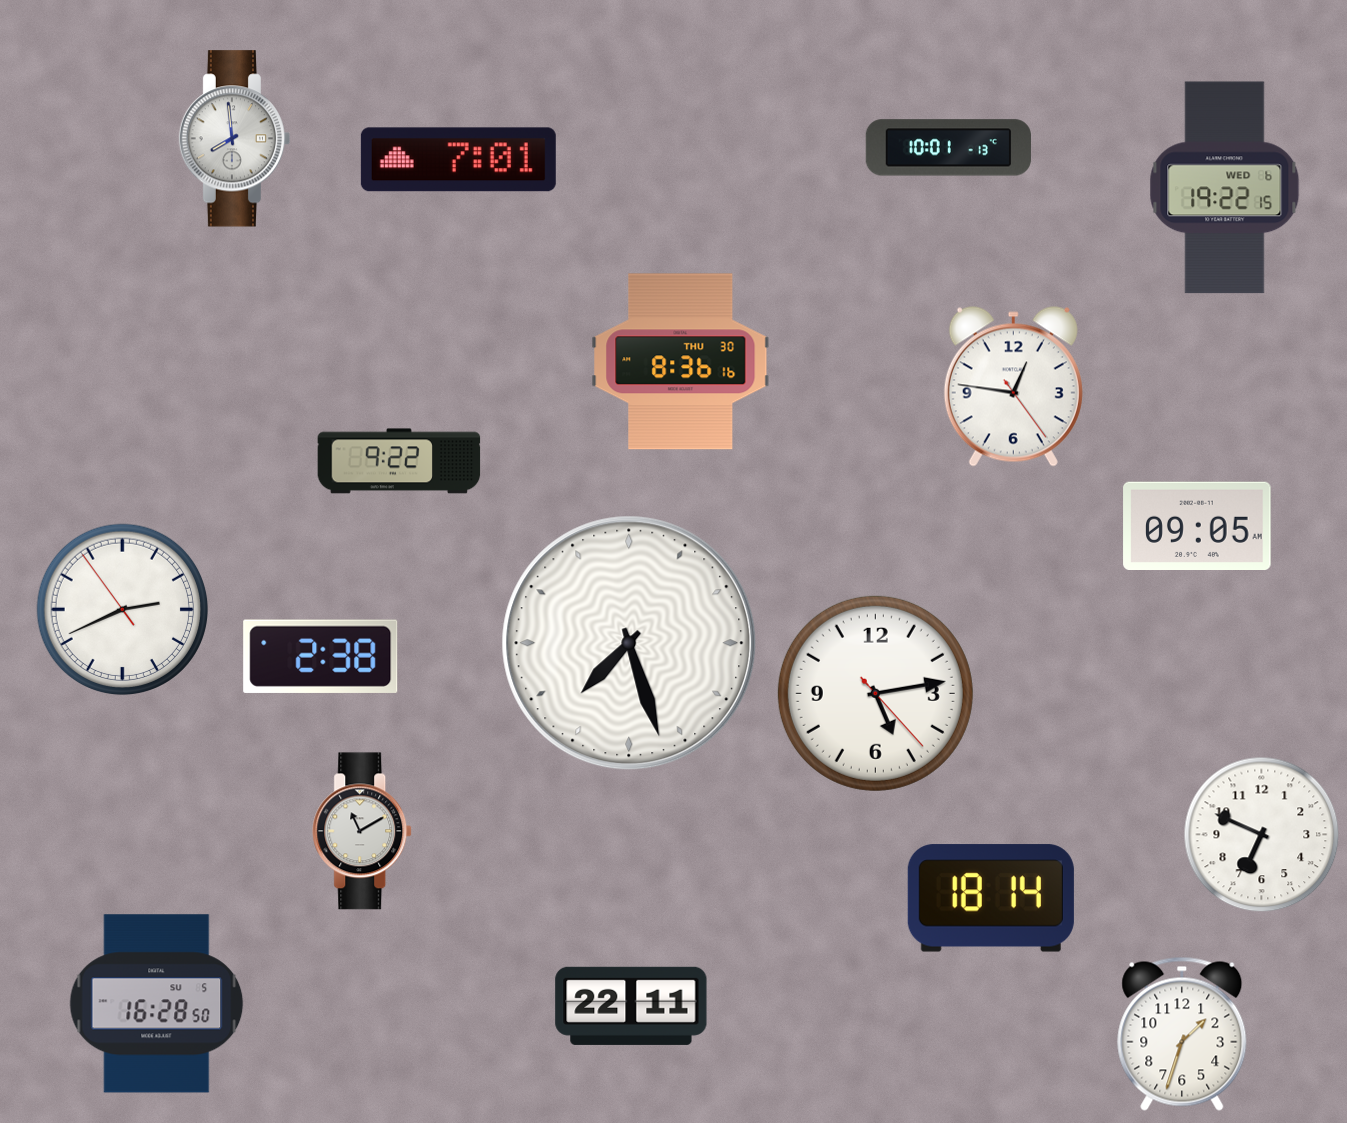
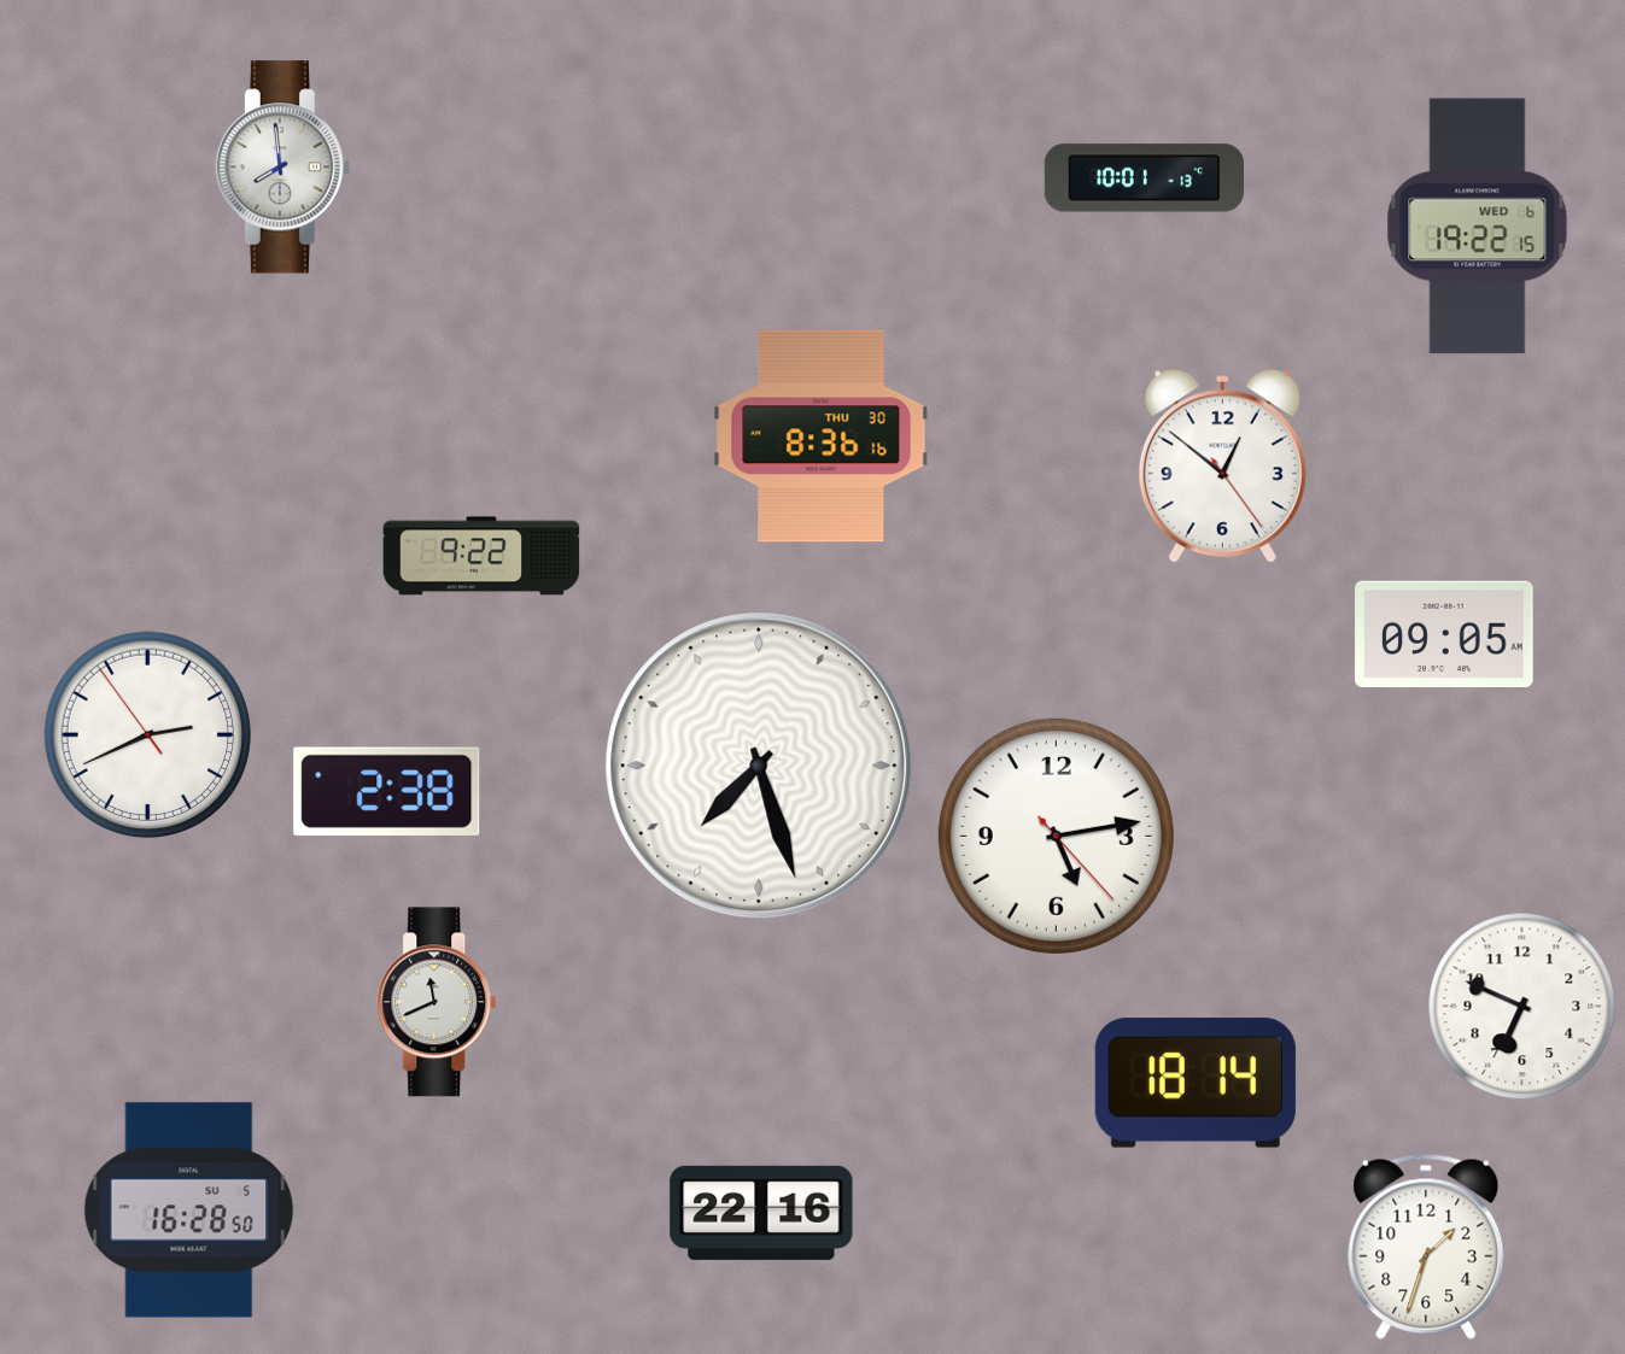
clock at (458, 160): 7:01 -> none
clock at (1013, 387): 12:46 -> 12:51
clock at (629, 643) position: (629, 643) -> (759, 766)
clock at (363, 831): 11:10 -> 11:41
clock at (631, 1006): 22:11 -> 22:16
